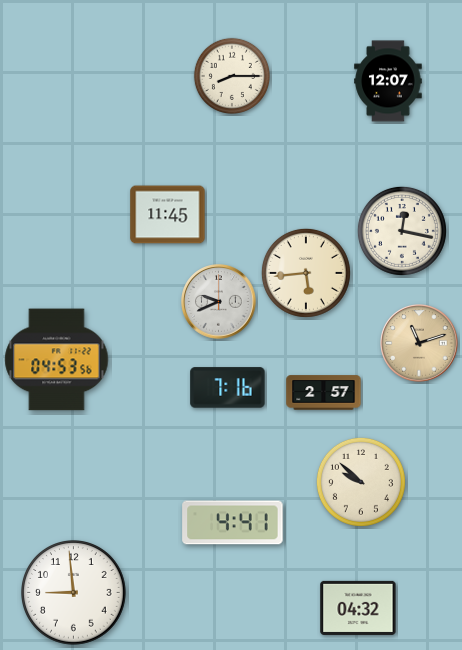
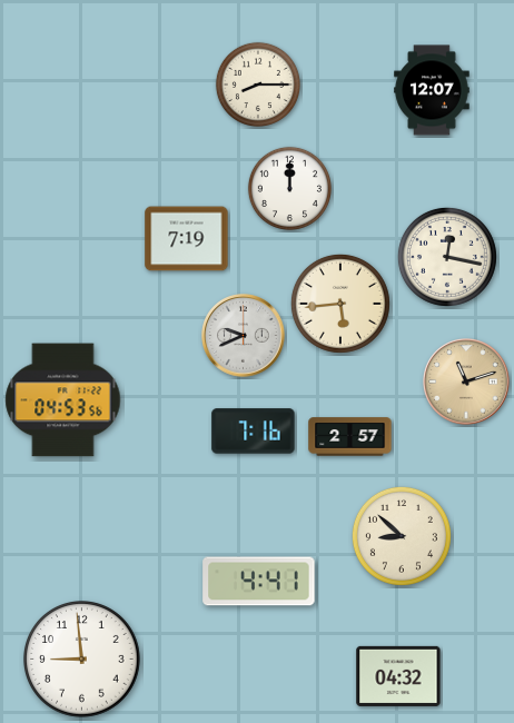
clock at (289, 188): none -> 12:00
clock at (168, 215): 11:45 -> 7:19
clock at (324, 393) position: (324, 393) -> (350, 437)
clock at (361, 482): 9:52 -> 8:52
